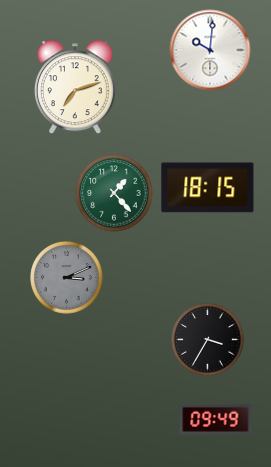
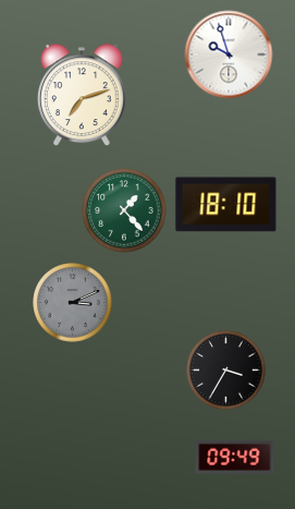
clock at (210, 50): 10:01 -> 9:57
clock at (208, 188): 18:15 -> 18:10
